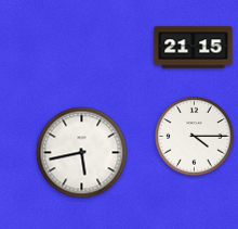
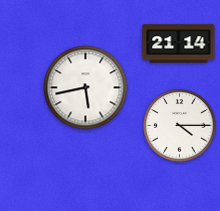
clock at (194, 48): 21:15 -> 21:14
clock at (82, 153) position: (82, 153) -> (86, 88)
